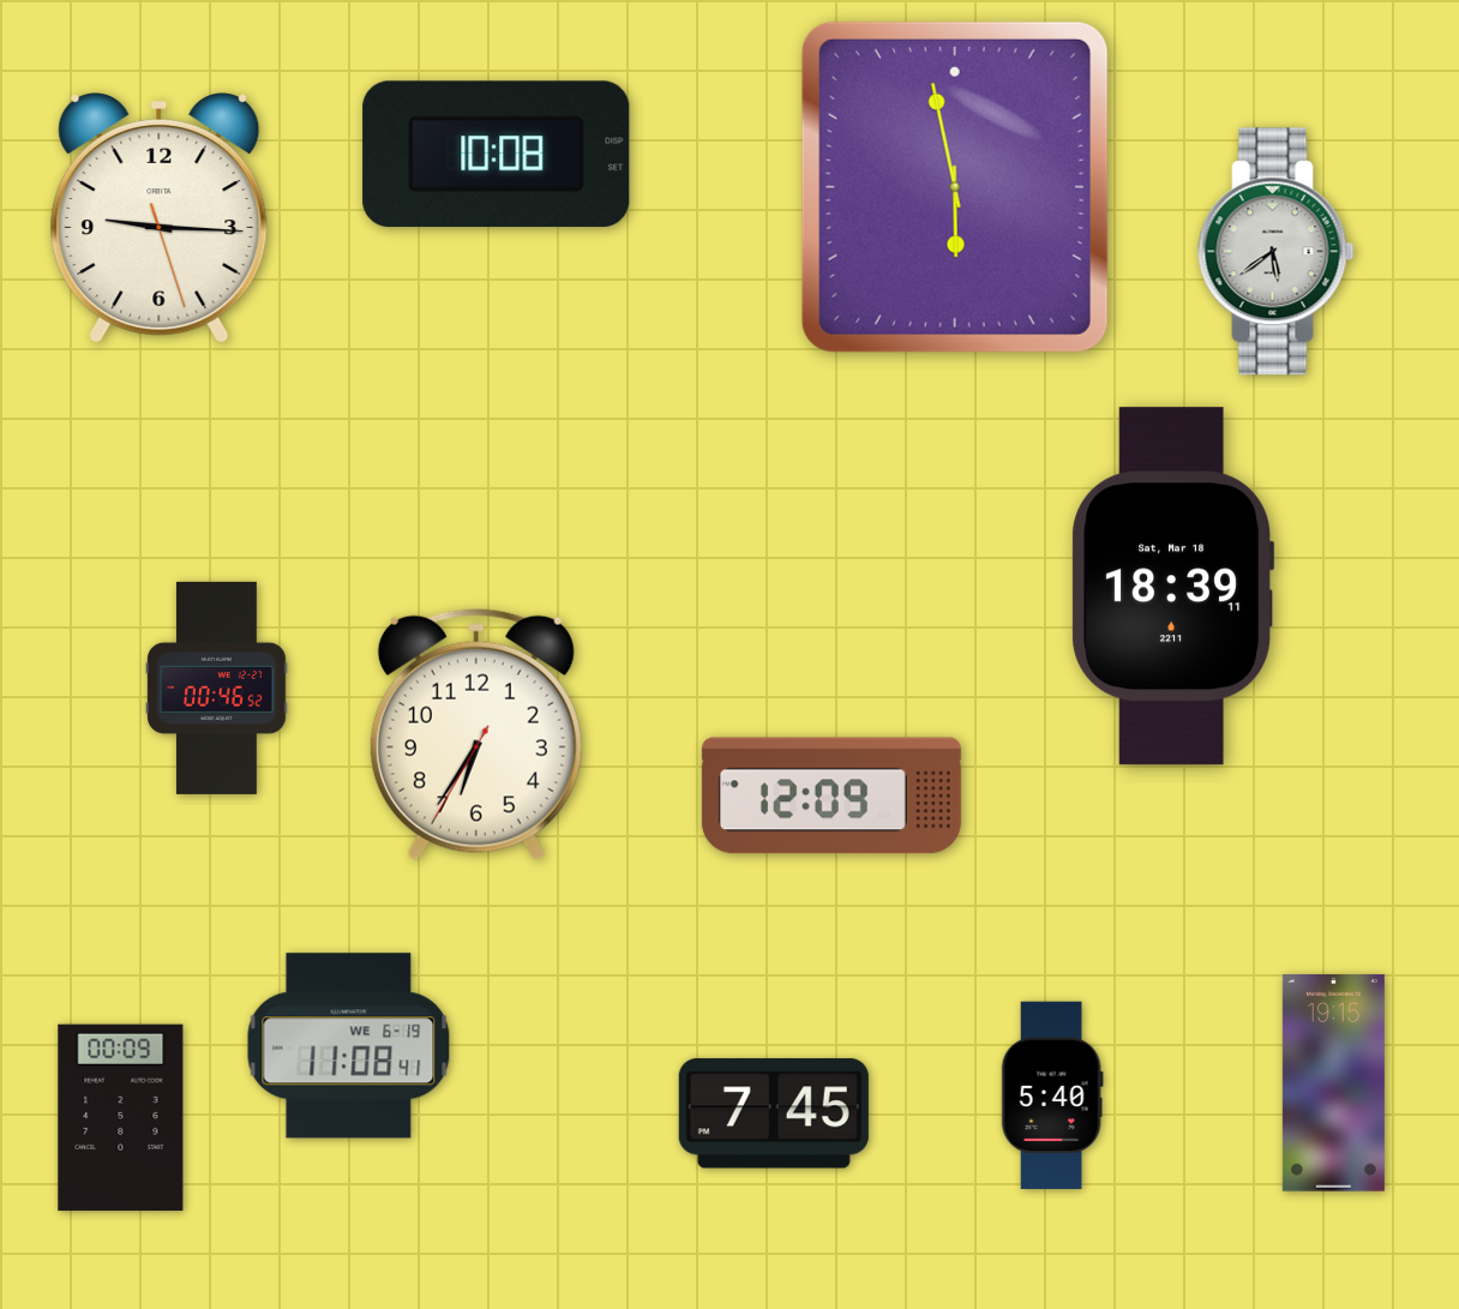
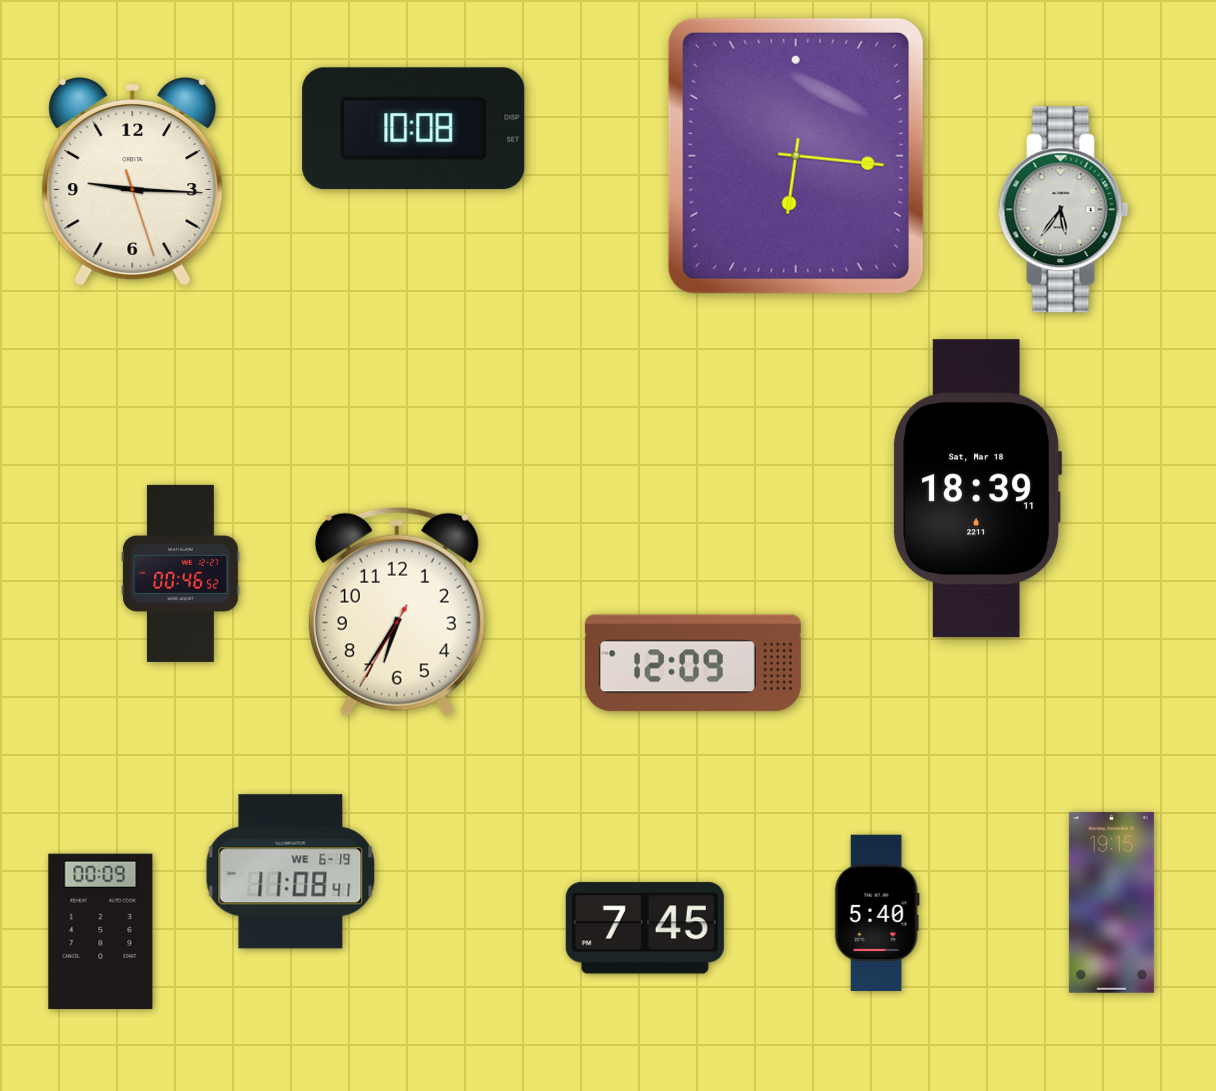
clock at (955, 187): 5:58 -> 6:16
clock at (1277, 252): 5:39 -> 5:36
